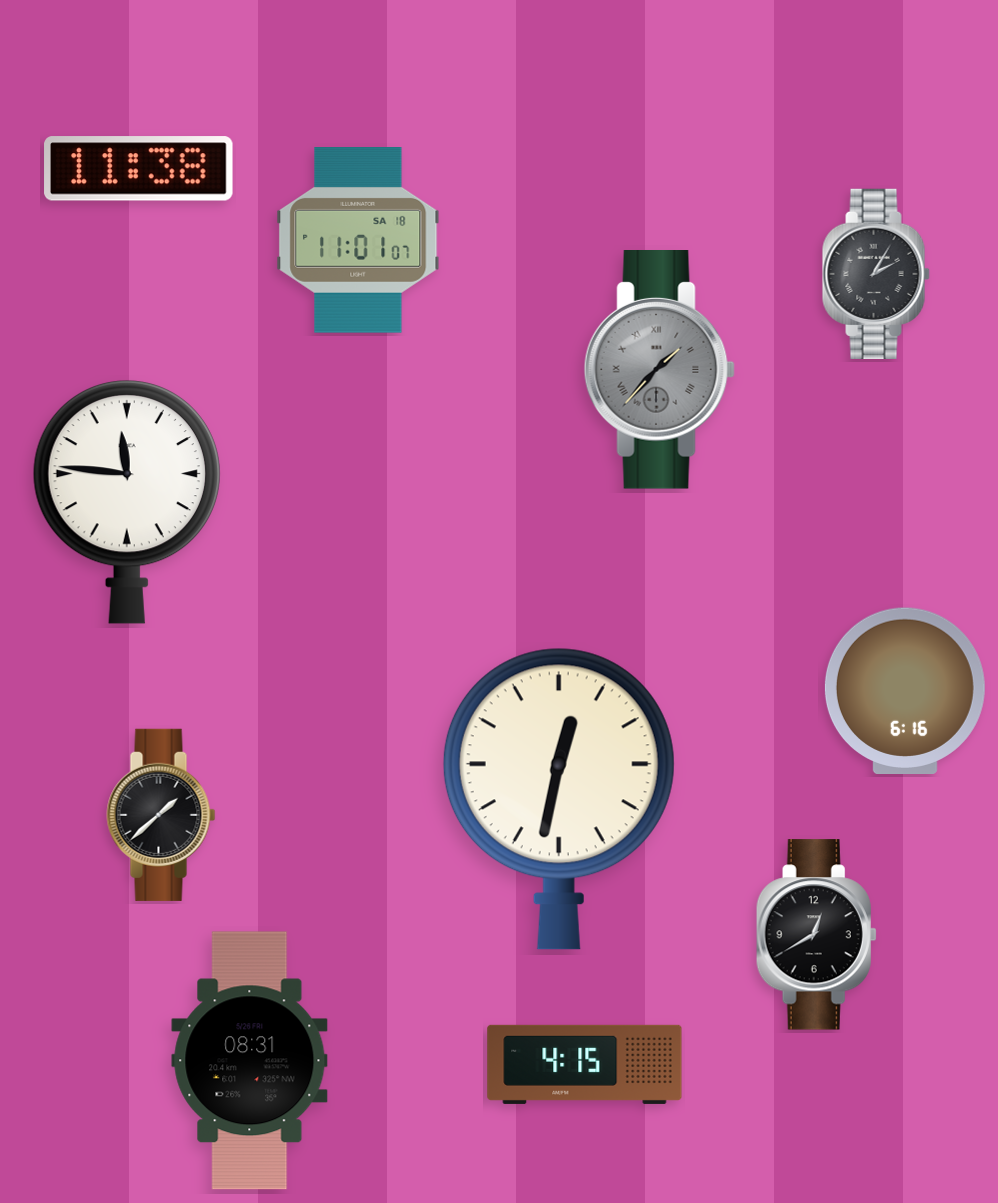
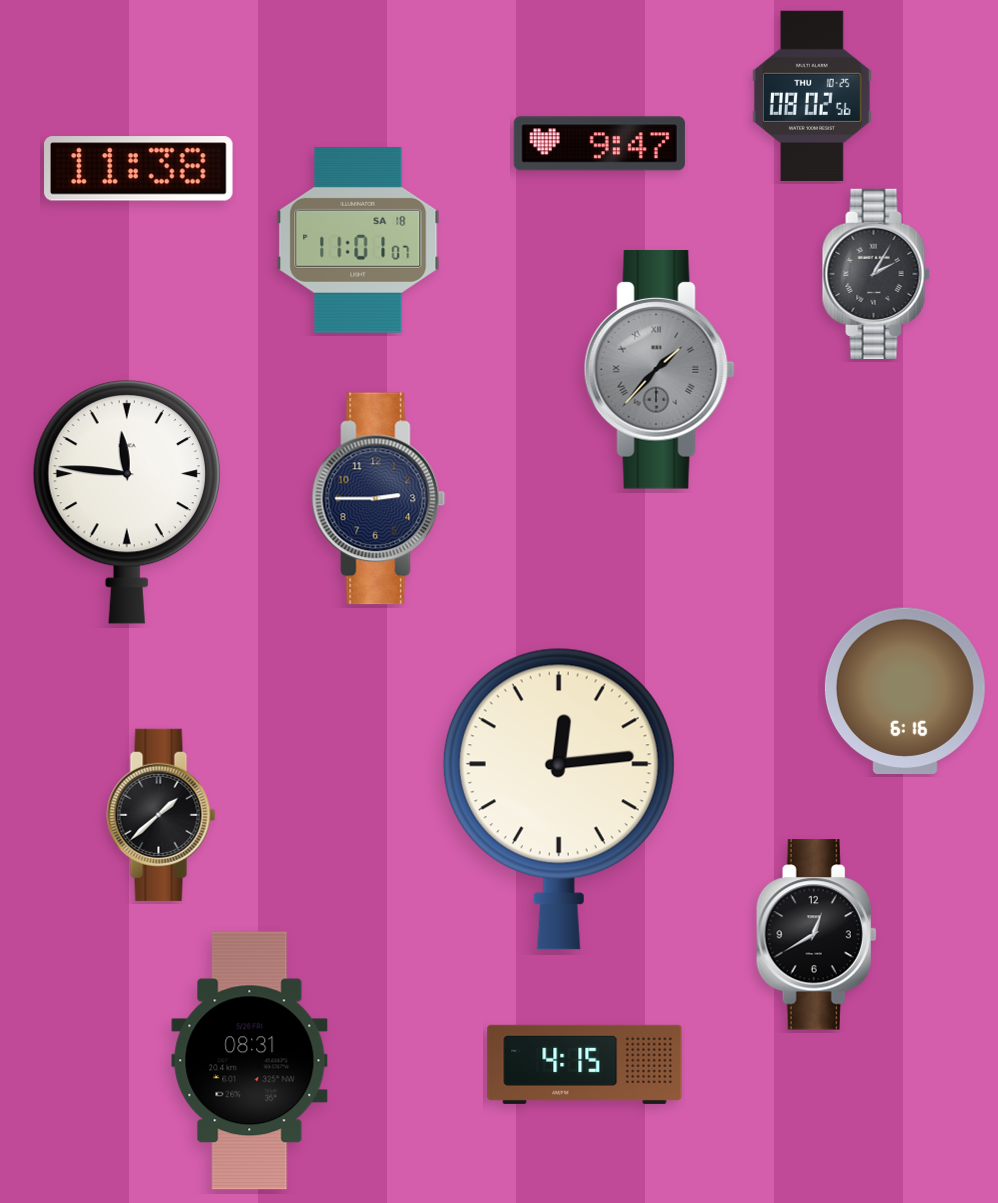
clock at (812, 96): none -> 08:02
clock at (599, 144): none -> 9:47
clock at (379, 499): none -> 2:45
clock at (559, 799): 12:32 -> 12:14
